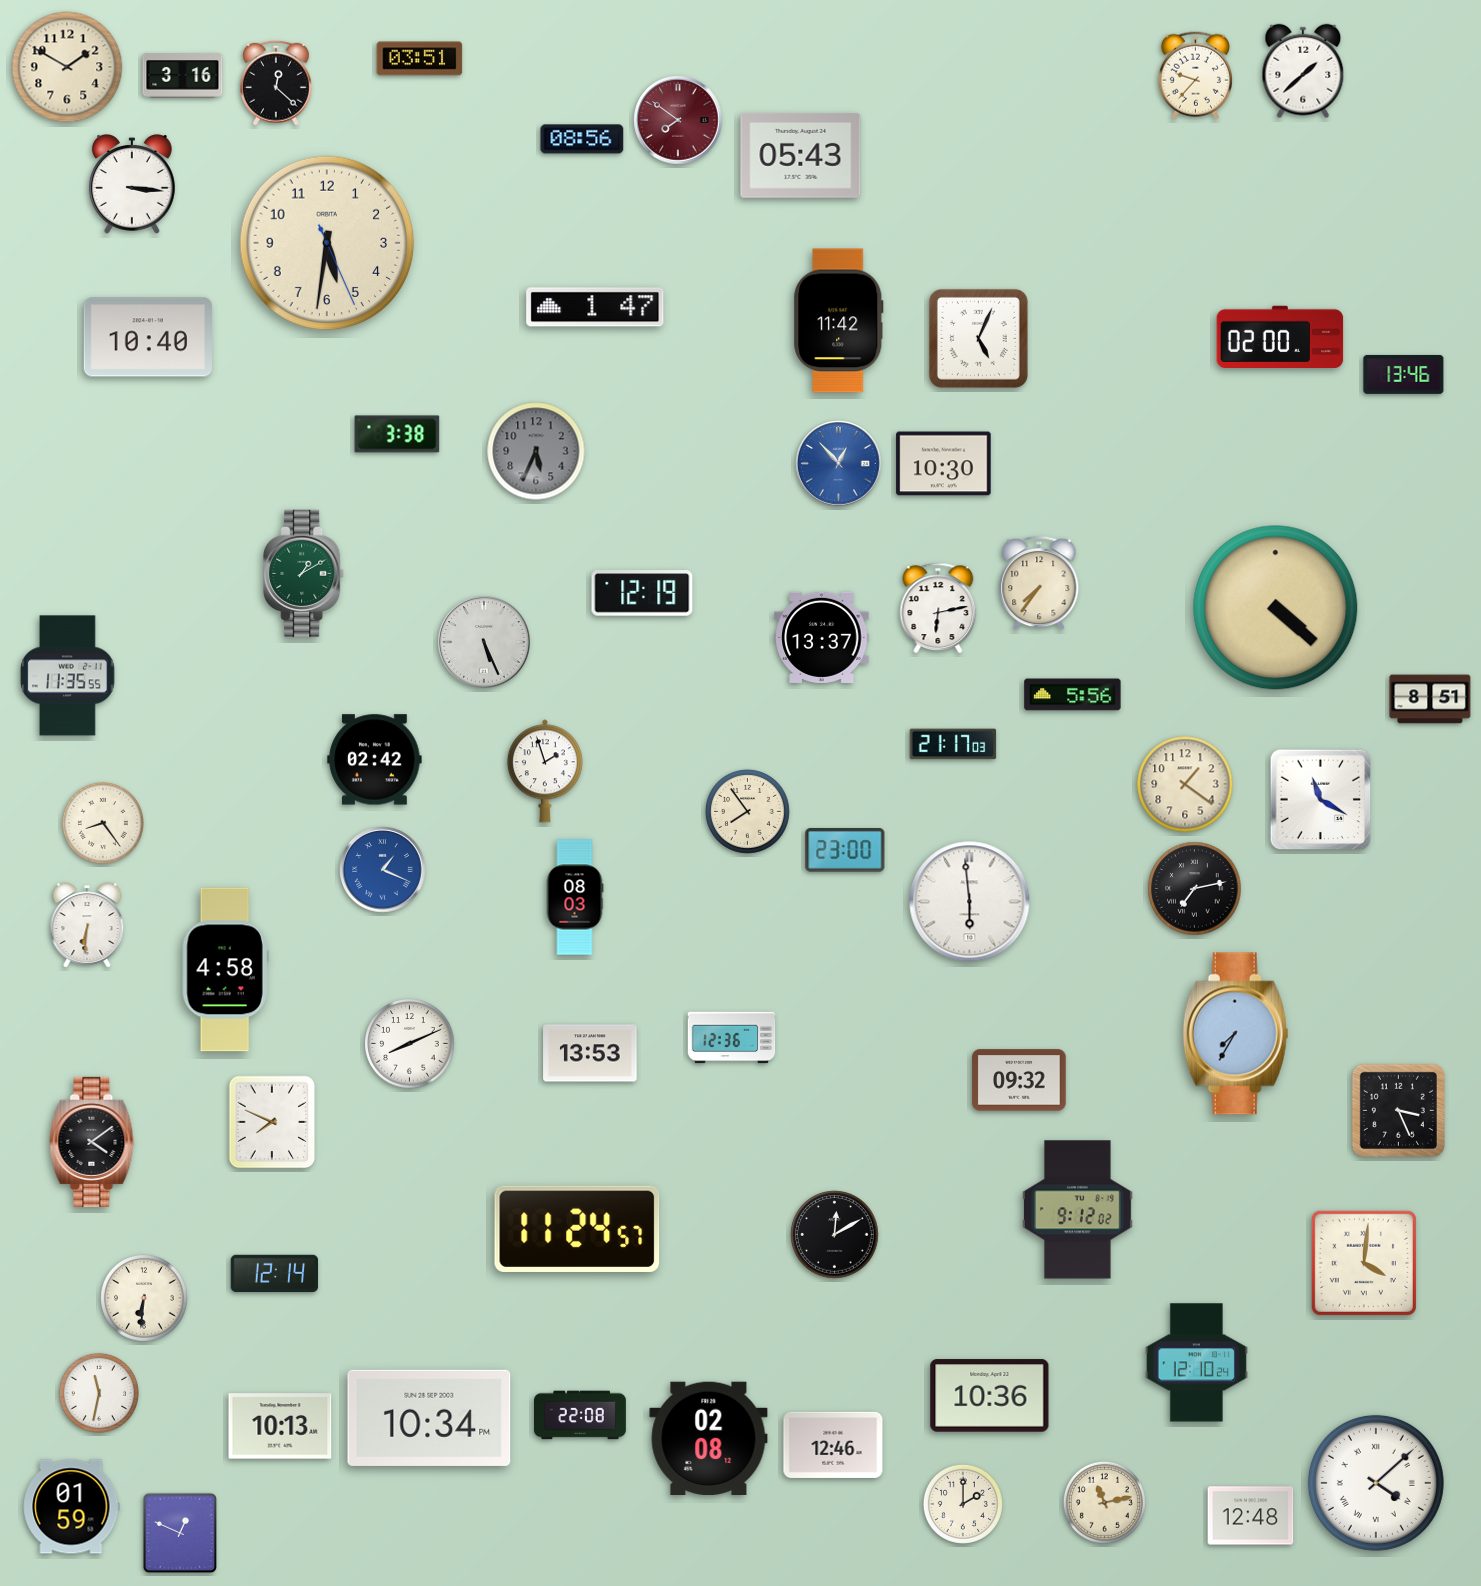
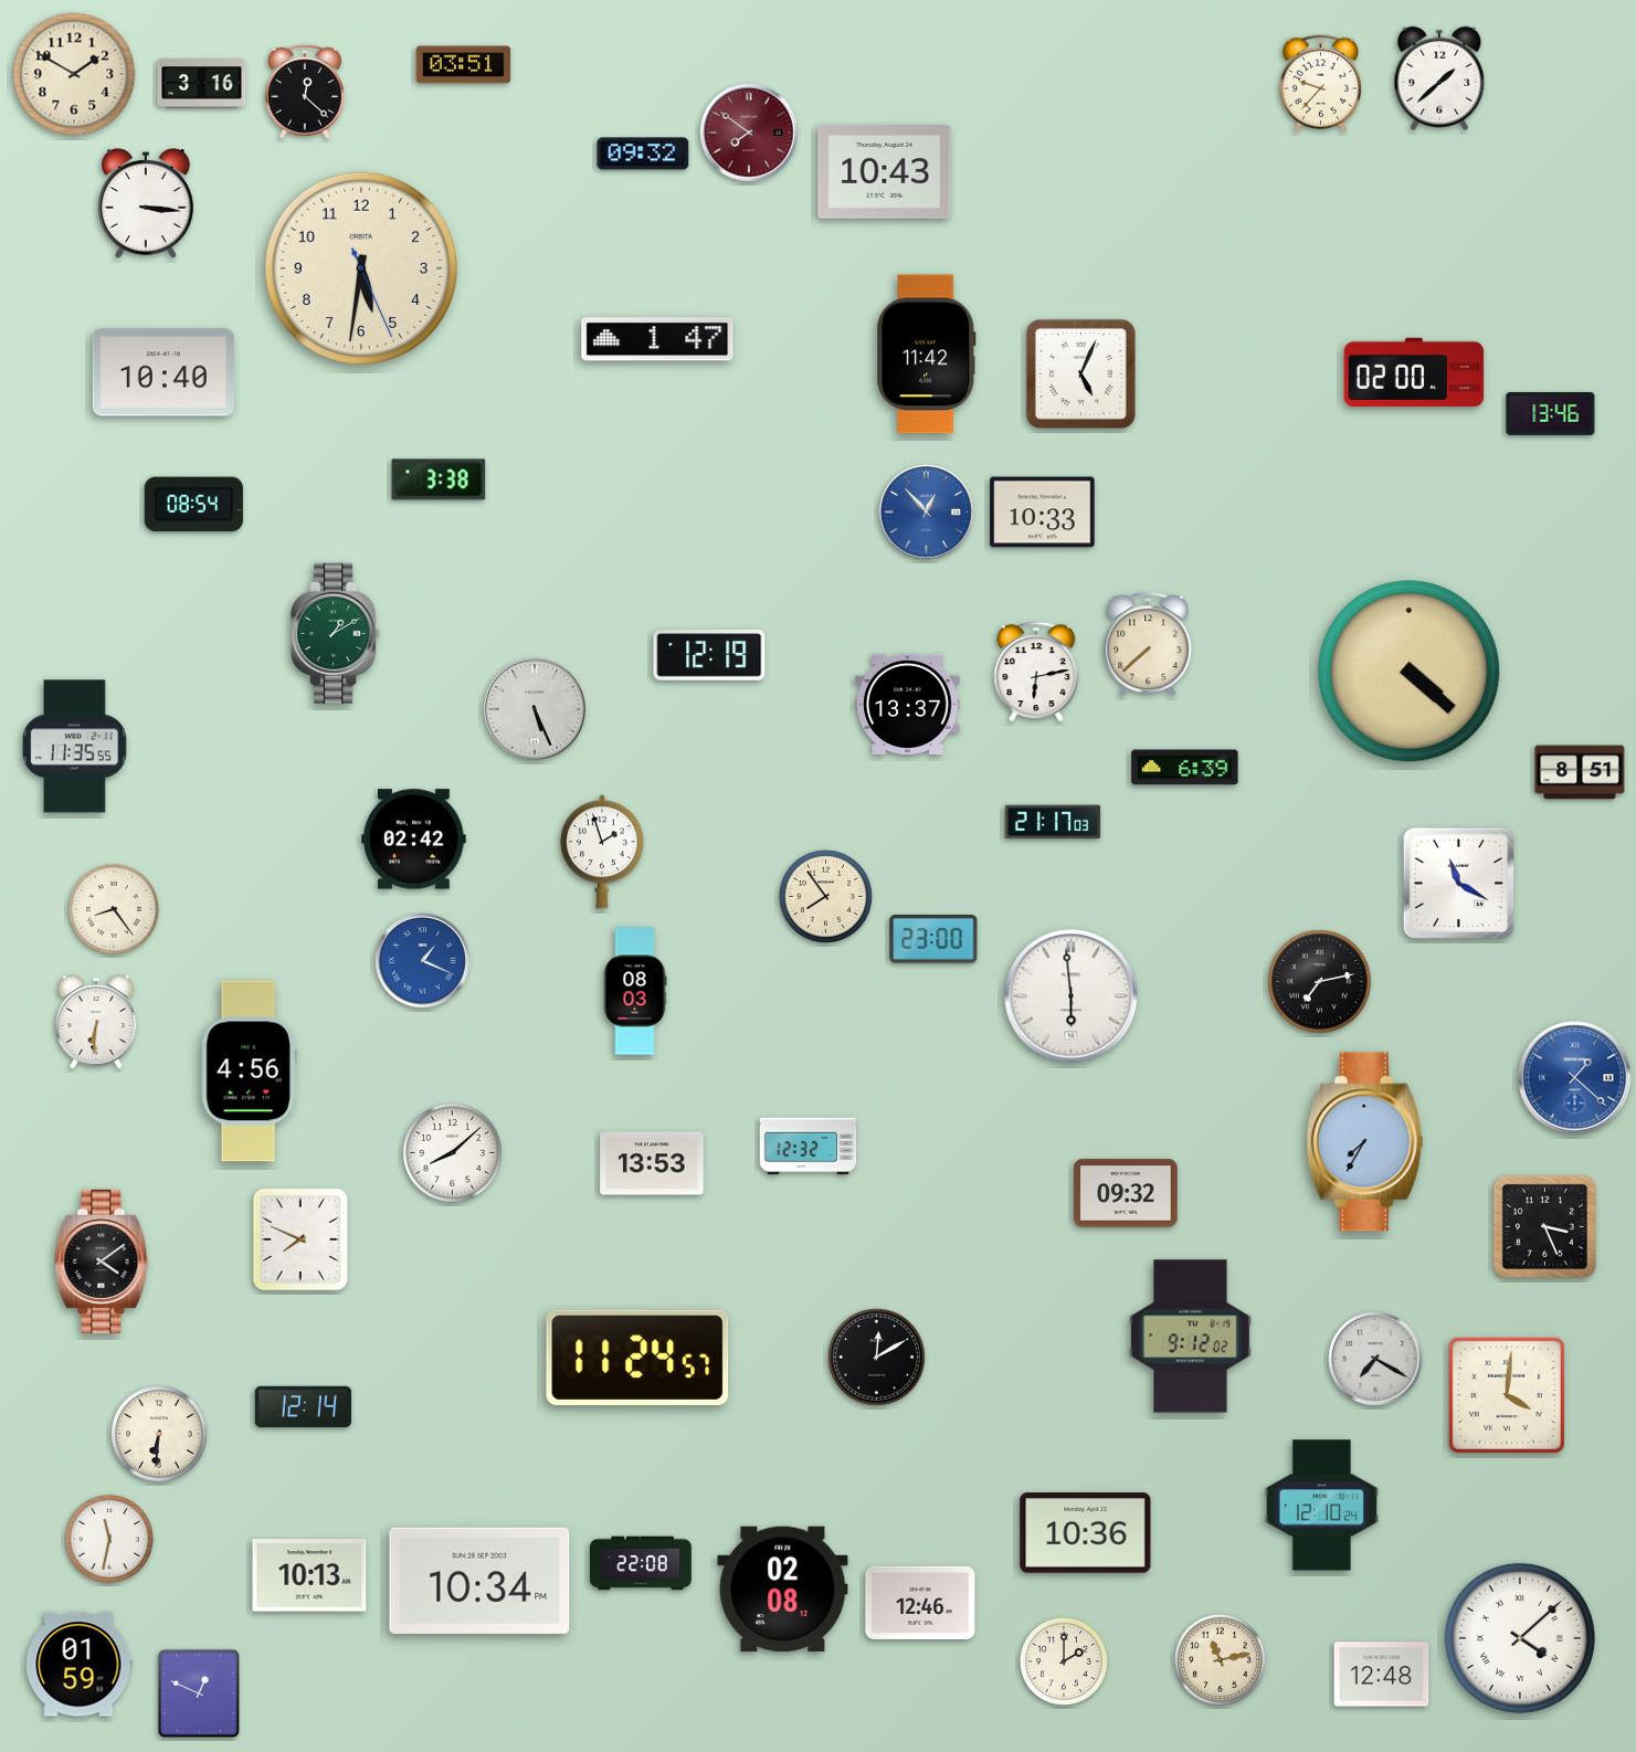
clock at (582, 139): 08:56 -> 09:32
clock at (801, 155): 05:43 -> 10:43
clock at (536, 451): 5:34 -> none
clock at (193, 505): none -> 08:54
clock at (944, 464): 10:30 -> 10:33
clock at (1039, 583): 7:36 -> 7:38
clock at (1073, 695): 5:56 -> 6:39
clock at (1185, 784): 1:21 -> none
clock at (225, 970): 4:58 -> 4:56
clock at (1575, 1078): none -> 1:22
clock at (732, 1038): 12:36 -> 12:32
clock at (410, 1044): 8:11 -> 8:08
clock at (1375, 1359): none -> 7:20
clock at (835, 1235) position: (835, 1235) -> (877, 1358)
clock at (990, 1396) position: (990, 1396) -> (1086, 1533)
clock at (429, 1418) position: (429, 1418) -> (479, 1581)
clock at (833, 1445) position: (833, 1445) -> (920, 1603)
